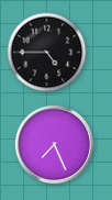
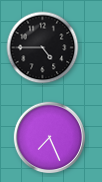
clock at (55, 145) position: (55, 145) -> (50, 138)
